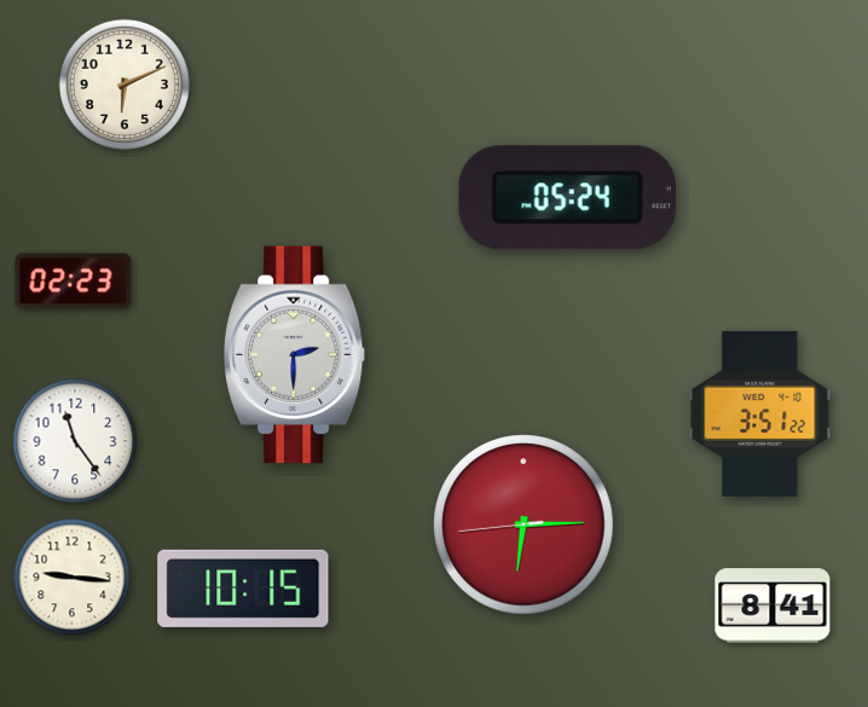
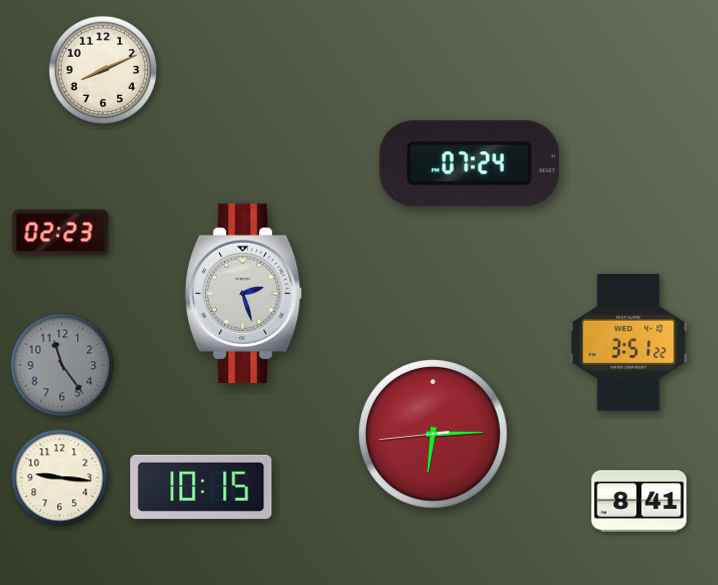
clock at (123, 83): 6:11 -> 8:11
clock at (567, 198): 05:24 -> 07:24
clock at (295, 355): 2:30 -> 2:27
clock at (75, 441) dial: white -> grey
